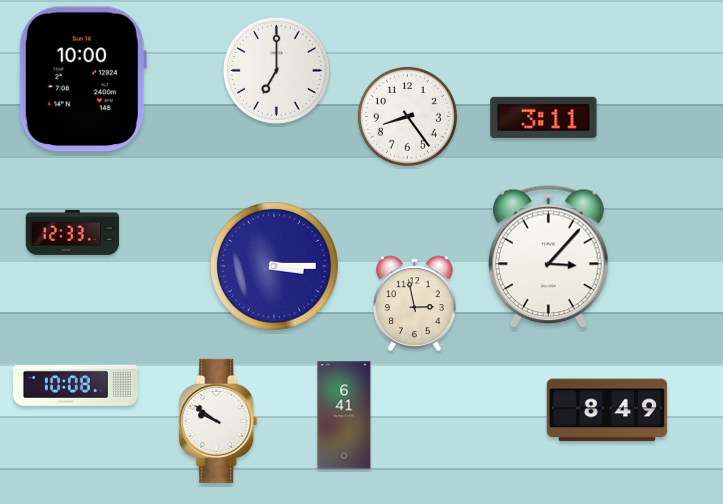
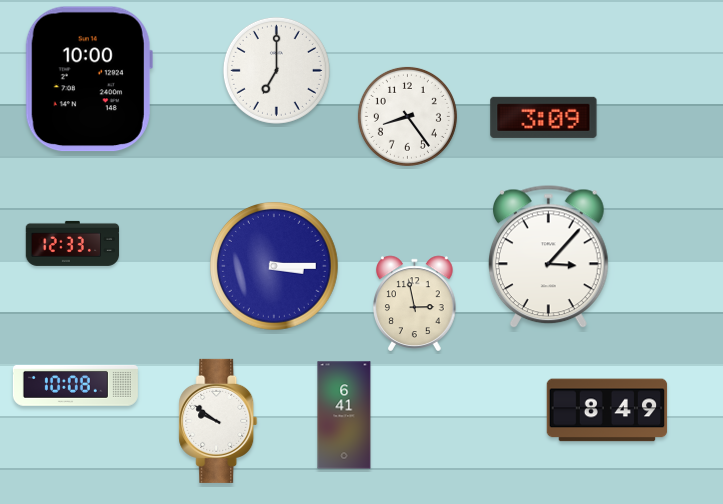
clock at (83, 79) position: (83, 79) -> (89, 79)
clock at (544, 117): 3:11 -> 3:09
clock at (73, 232) position: (73, 232) -> (73, 243)
